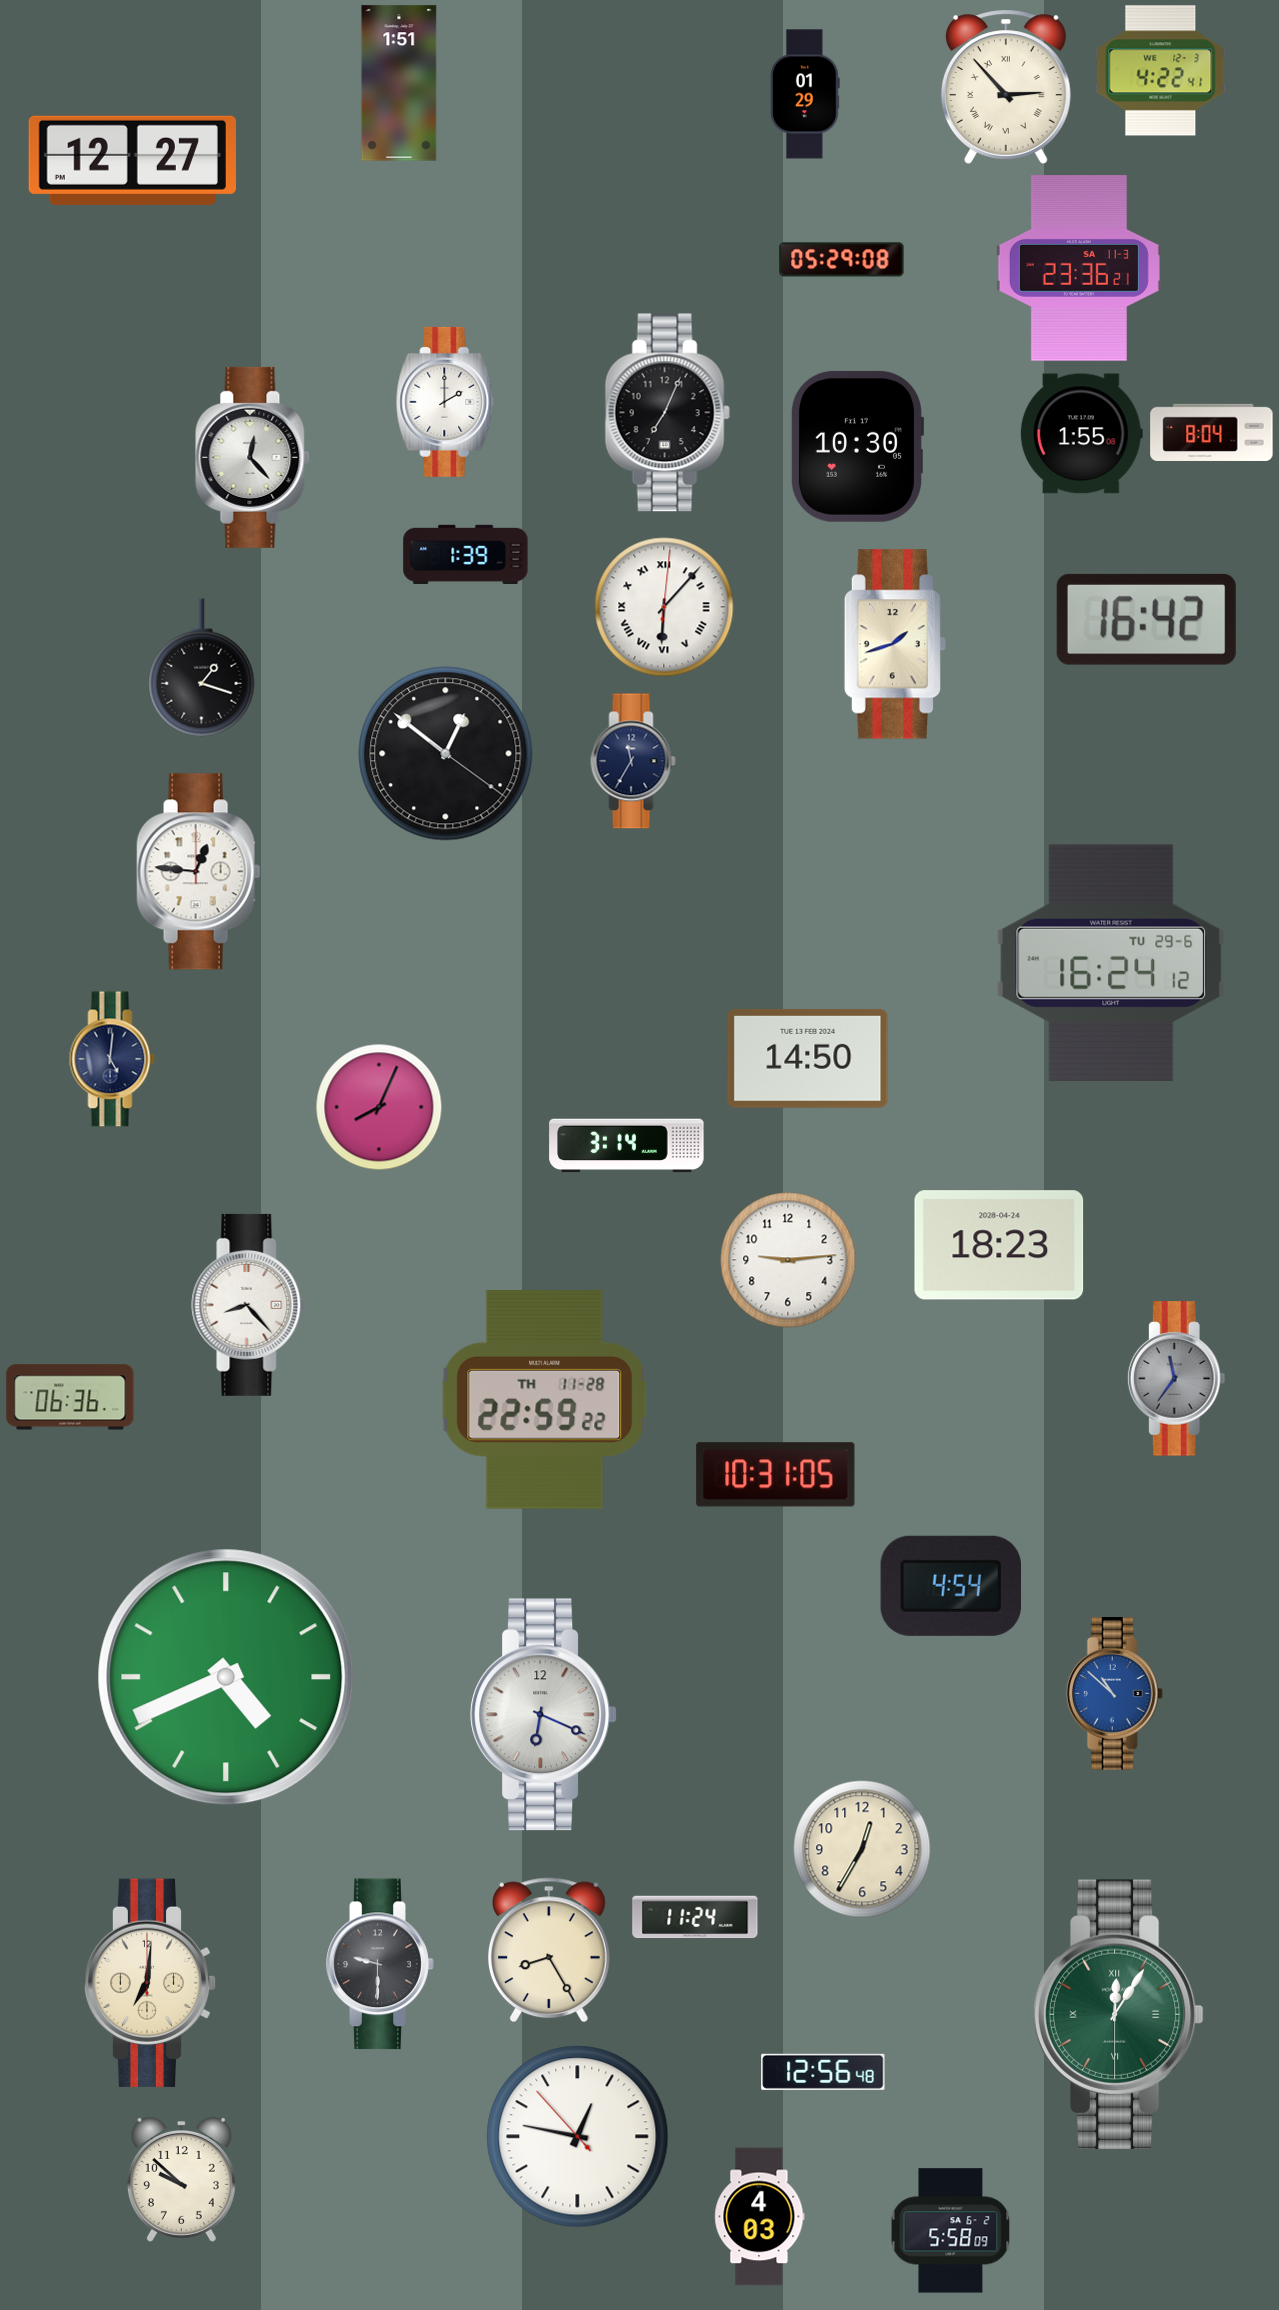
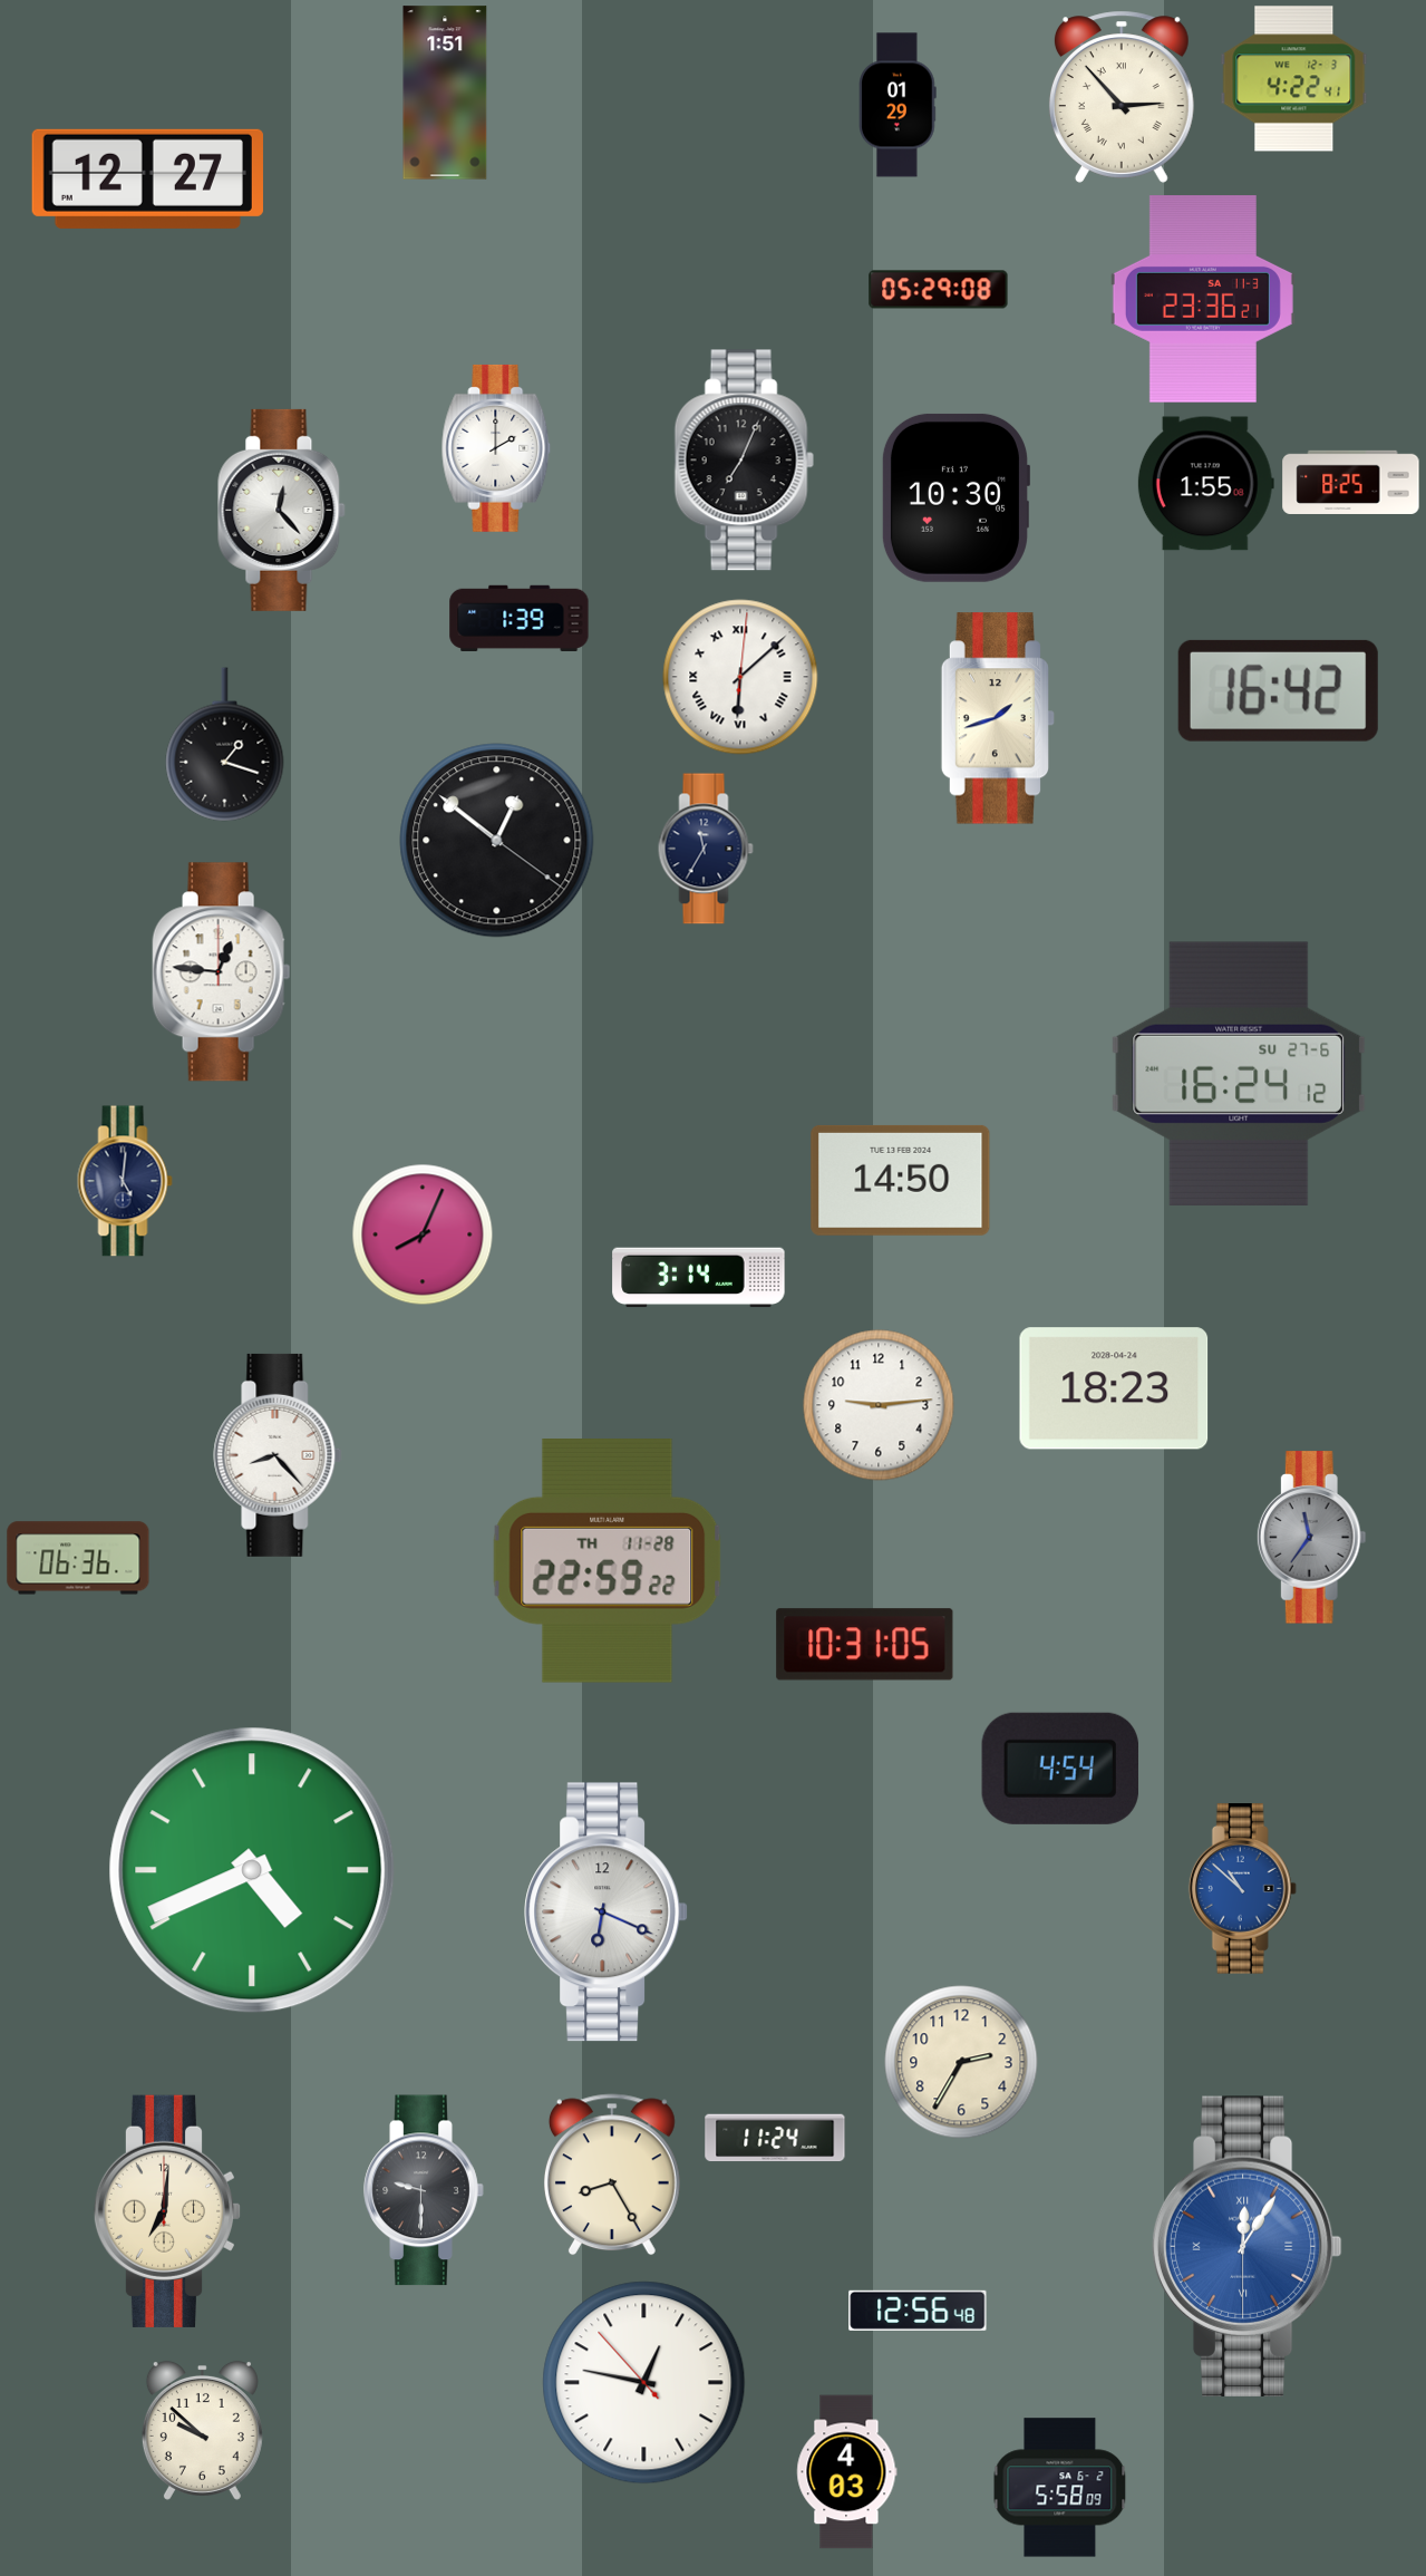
clock at (1212, 432): 8:04 -> 8:25
clock at (664, 607): 6:07 -> 6:08
clock at (1111, 963) date: TU 29-6 -> SU 27-6
clock at (862, 1849): 12:35 -> 2:35
clock at (1118, 2014) dial: green -> blue
